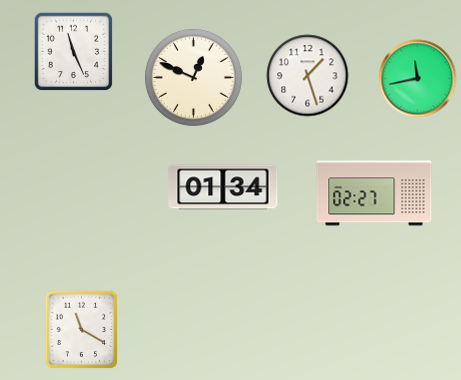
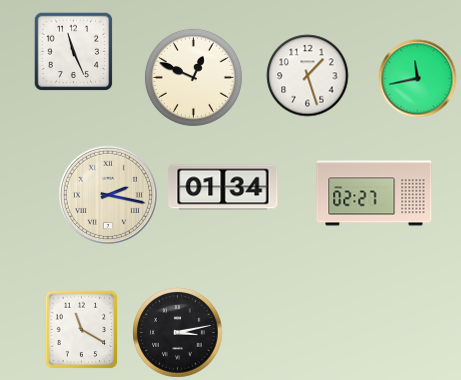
clock at (108, 195): none -> 2:17
clock at (177, 332): none -> 3:13
